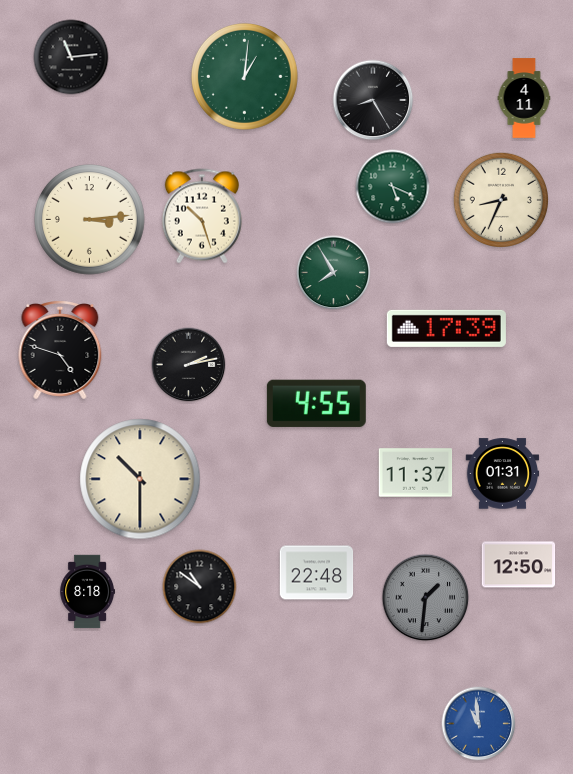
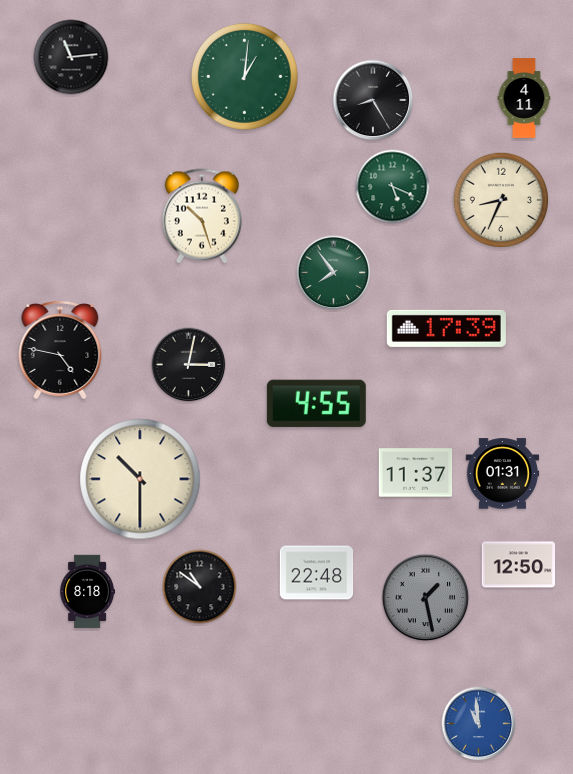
clock at (90, 220): 3:14 -> none
clock at (334, 273): 7:55 -> 7:54
clock at (60, 351): 4:48 -> 4:47
clock at (189, 365): 2:13 -> 3:02
clock at (426, 598): 1:31 -> 1:28
